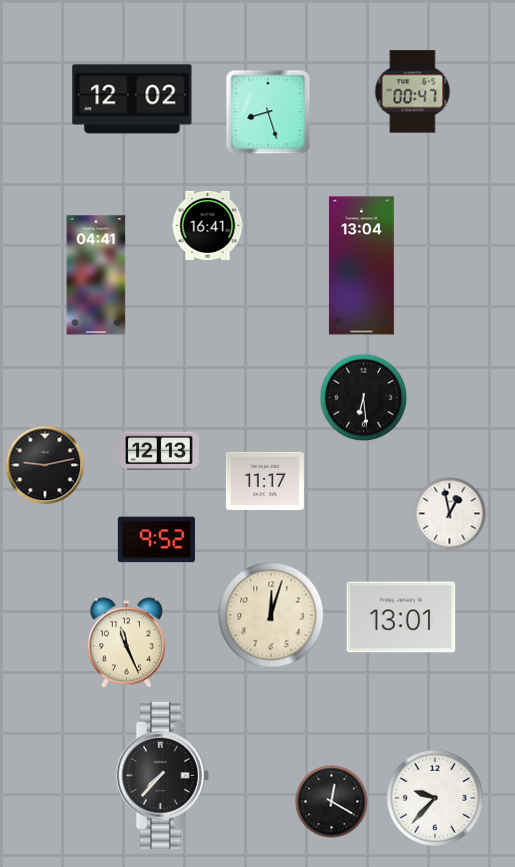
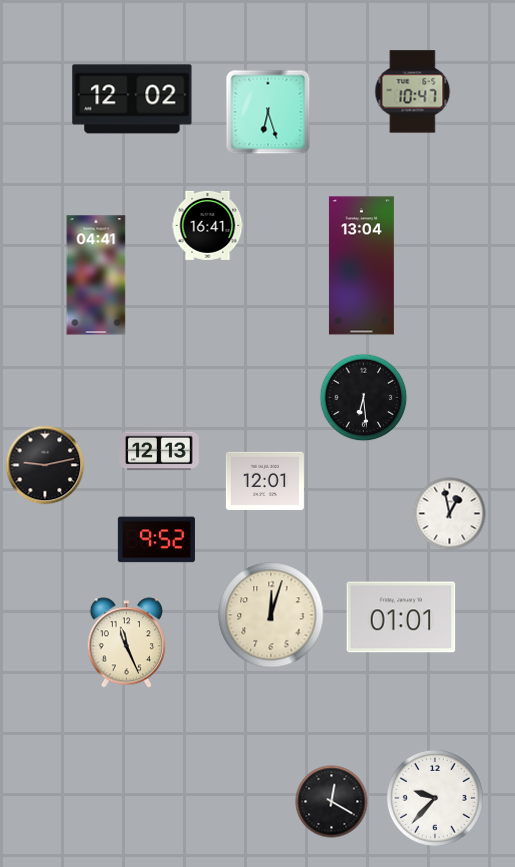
clock at (413, 92): 00:47 -> 10:47
clock at (268, 112): 8:27 -> 6:27
clock at (265, 481): 11:17 -> 12:01
clock at (401, 617): 13:01 -> 01:01
clock at (162, 775): 7:37 -> none
